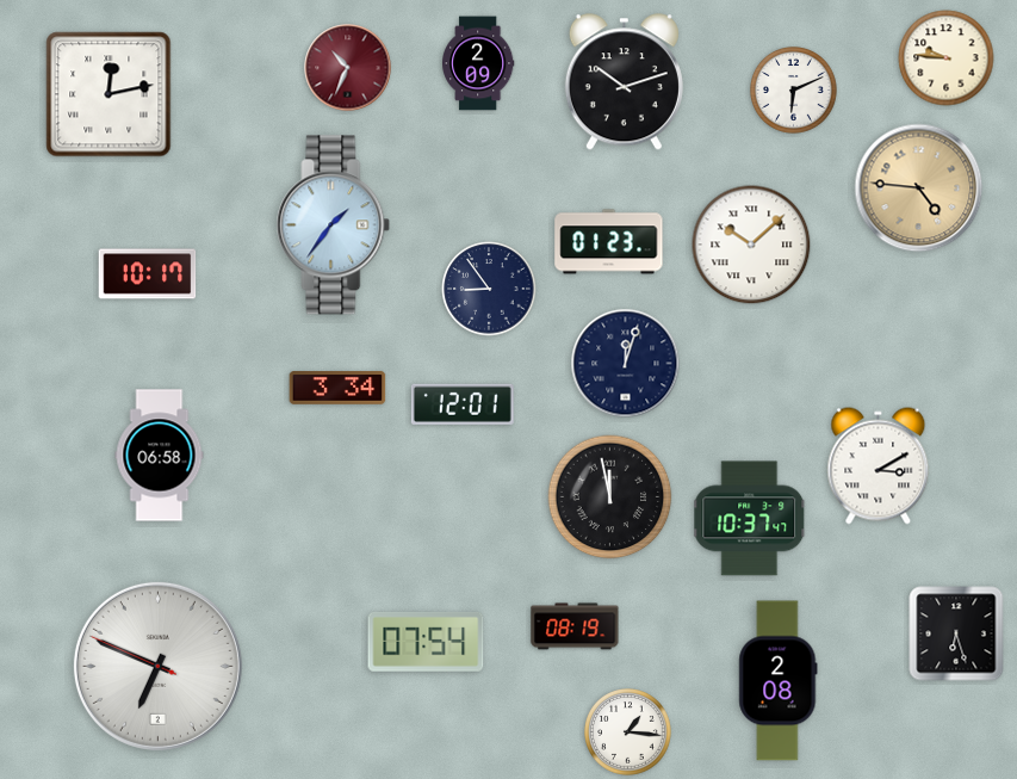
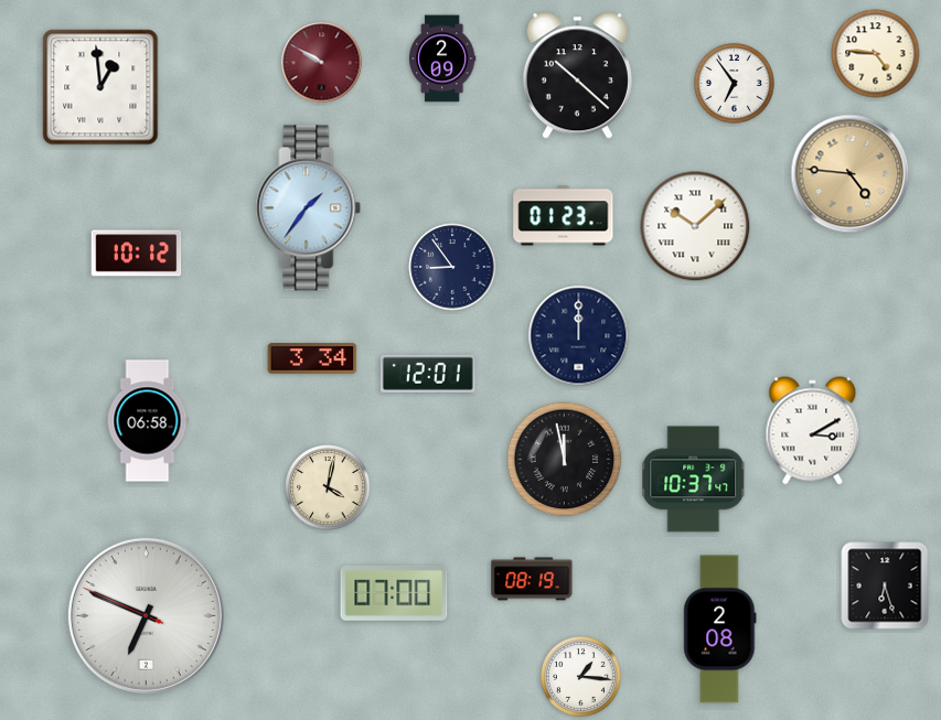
clock at (947, 58): 9:46 -> 4:46
clock at (348, 68): 10:34 -> 9:50
clock at (624, 82): 10:12 -> 10:22
clock at (794, 91): 6:11 -> 6:54
clock at (108, 94): 12:13 -> 12:59
clock at (609, 242) position: (609, 242) -> (564, 216)
clock at (148, 274): 10:17 -> 10:12
clock at (626, 364): 12:03 -> 12:00
clock at (328, 487): none -> 4:02
clock at (426, 642): 07:54 -> 07:00
